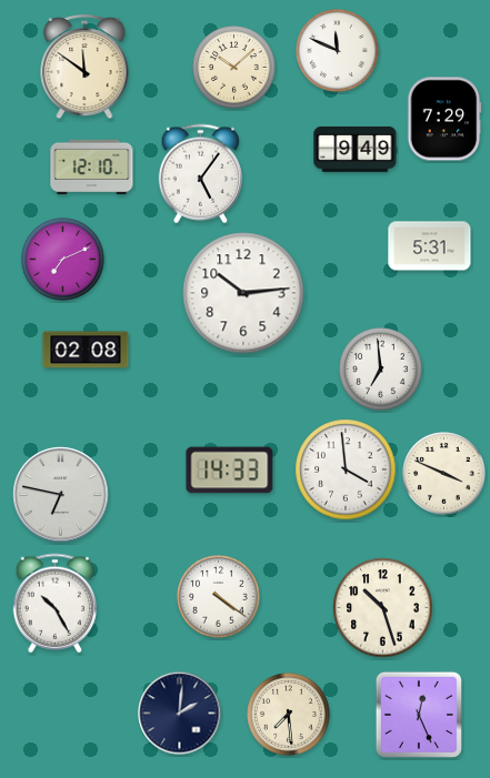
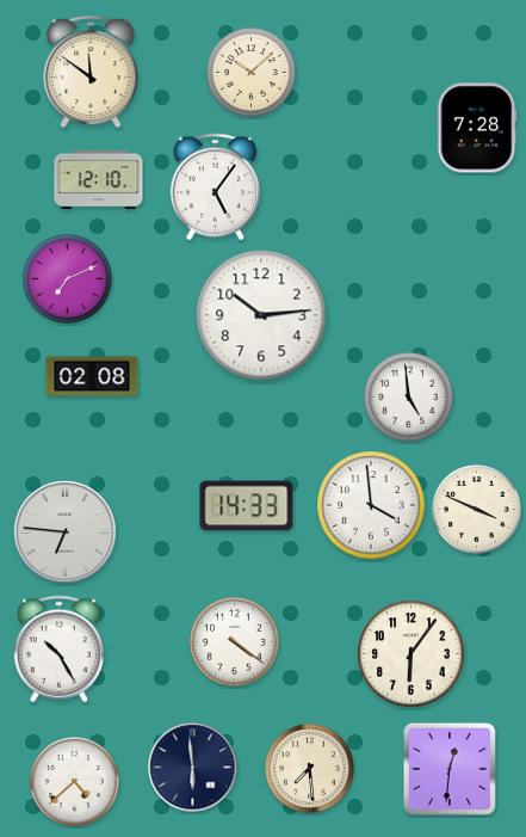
clock at (338, 51): 11:49 -> none
clock at (444, 119): 7:29 -> 7:28
clock at (356, 149): 9:49 -> none
clock at (430, 246): 5:31 -> none
clock at (381, 370): 6:59 -> 4:59
clock at (61, 495): 6:47 -> 6:46
clock at (383, 608): 10:27 -> 6:06
clock at (180, 714): 2:01 -> 5:59
clock at (419, 715): 12:26 -> 12:31
clock at (75, 782): none -> 4:38
